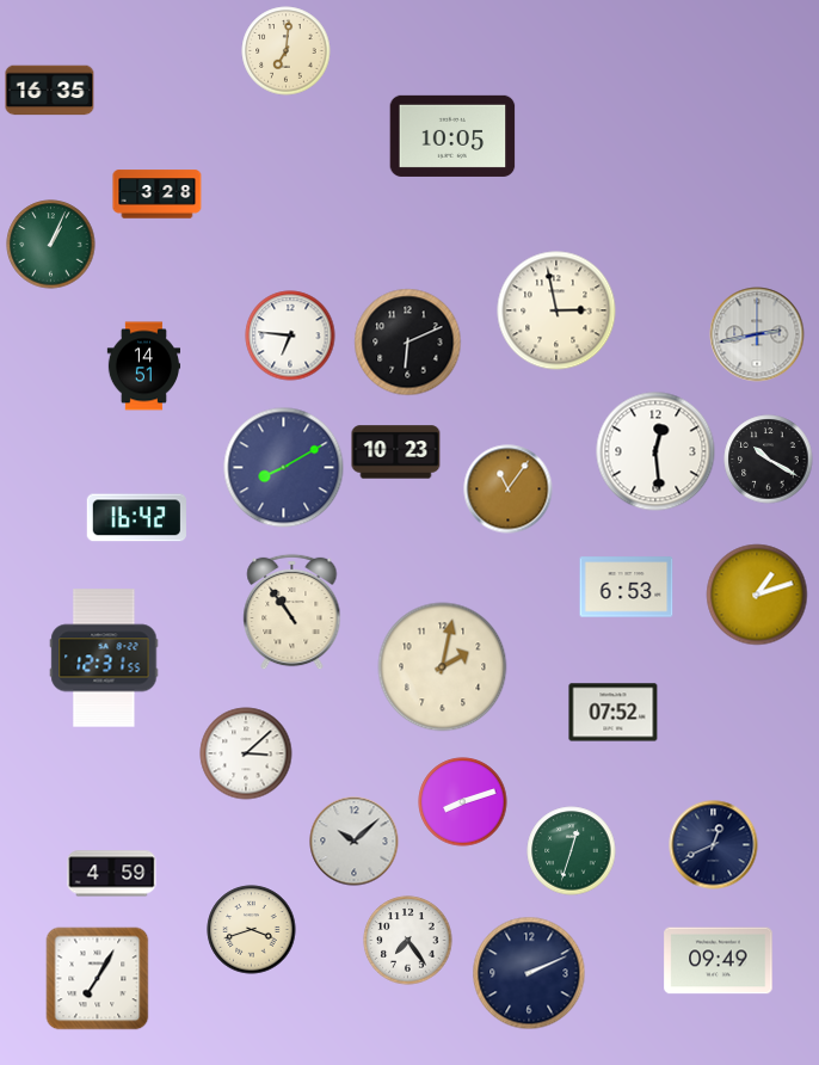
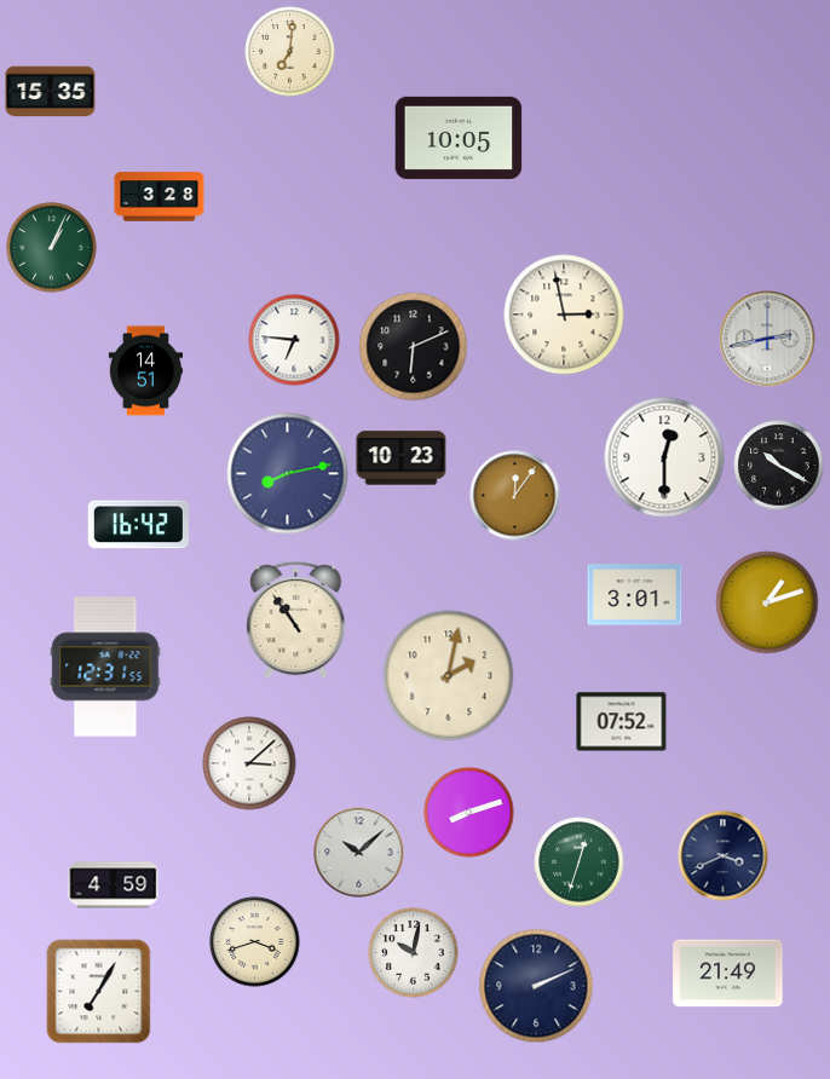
clock at (50, 91): 16:35 -> 15:35
clock at (655, 451): 12:29 -> 12:30
clock at (284, 468): 8:10 -> 8:13
clock at (509, 490): 11:06 -> 12:06
clock at (627, 587): 6:53 -> 3:01
clock at (714, 845): 12:41 -> 3:41
clock at (408, 941): 7:24 -> 10:02
clock at (719, 961): 09:49 -> 21:49
